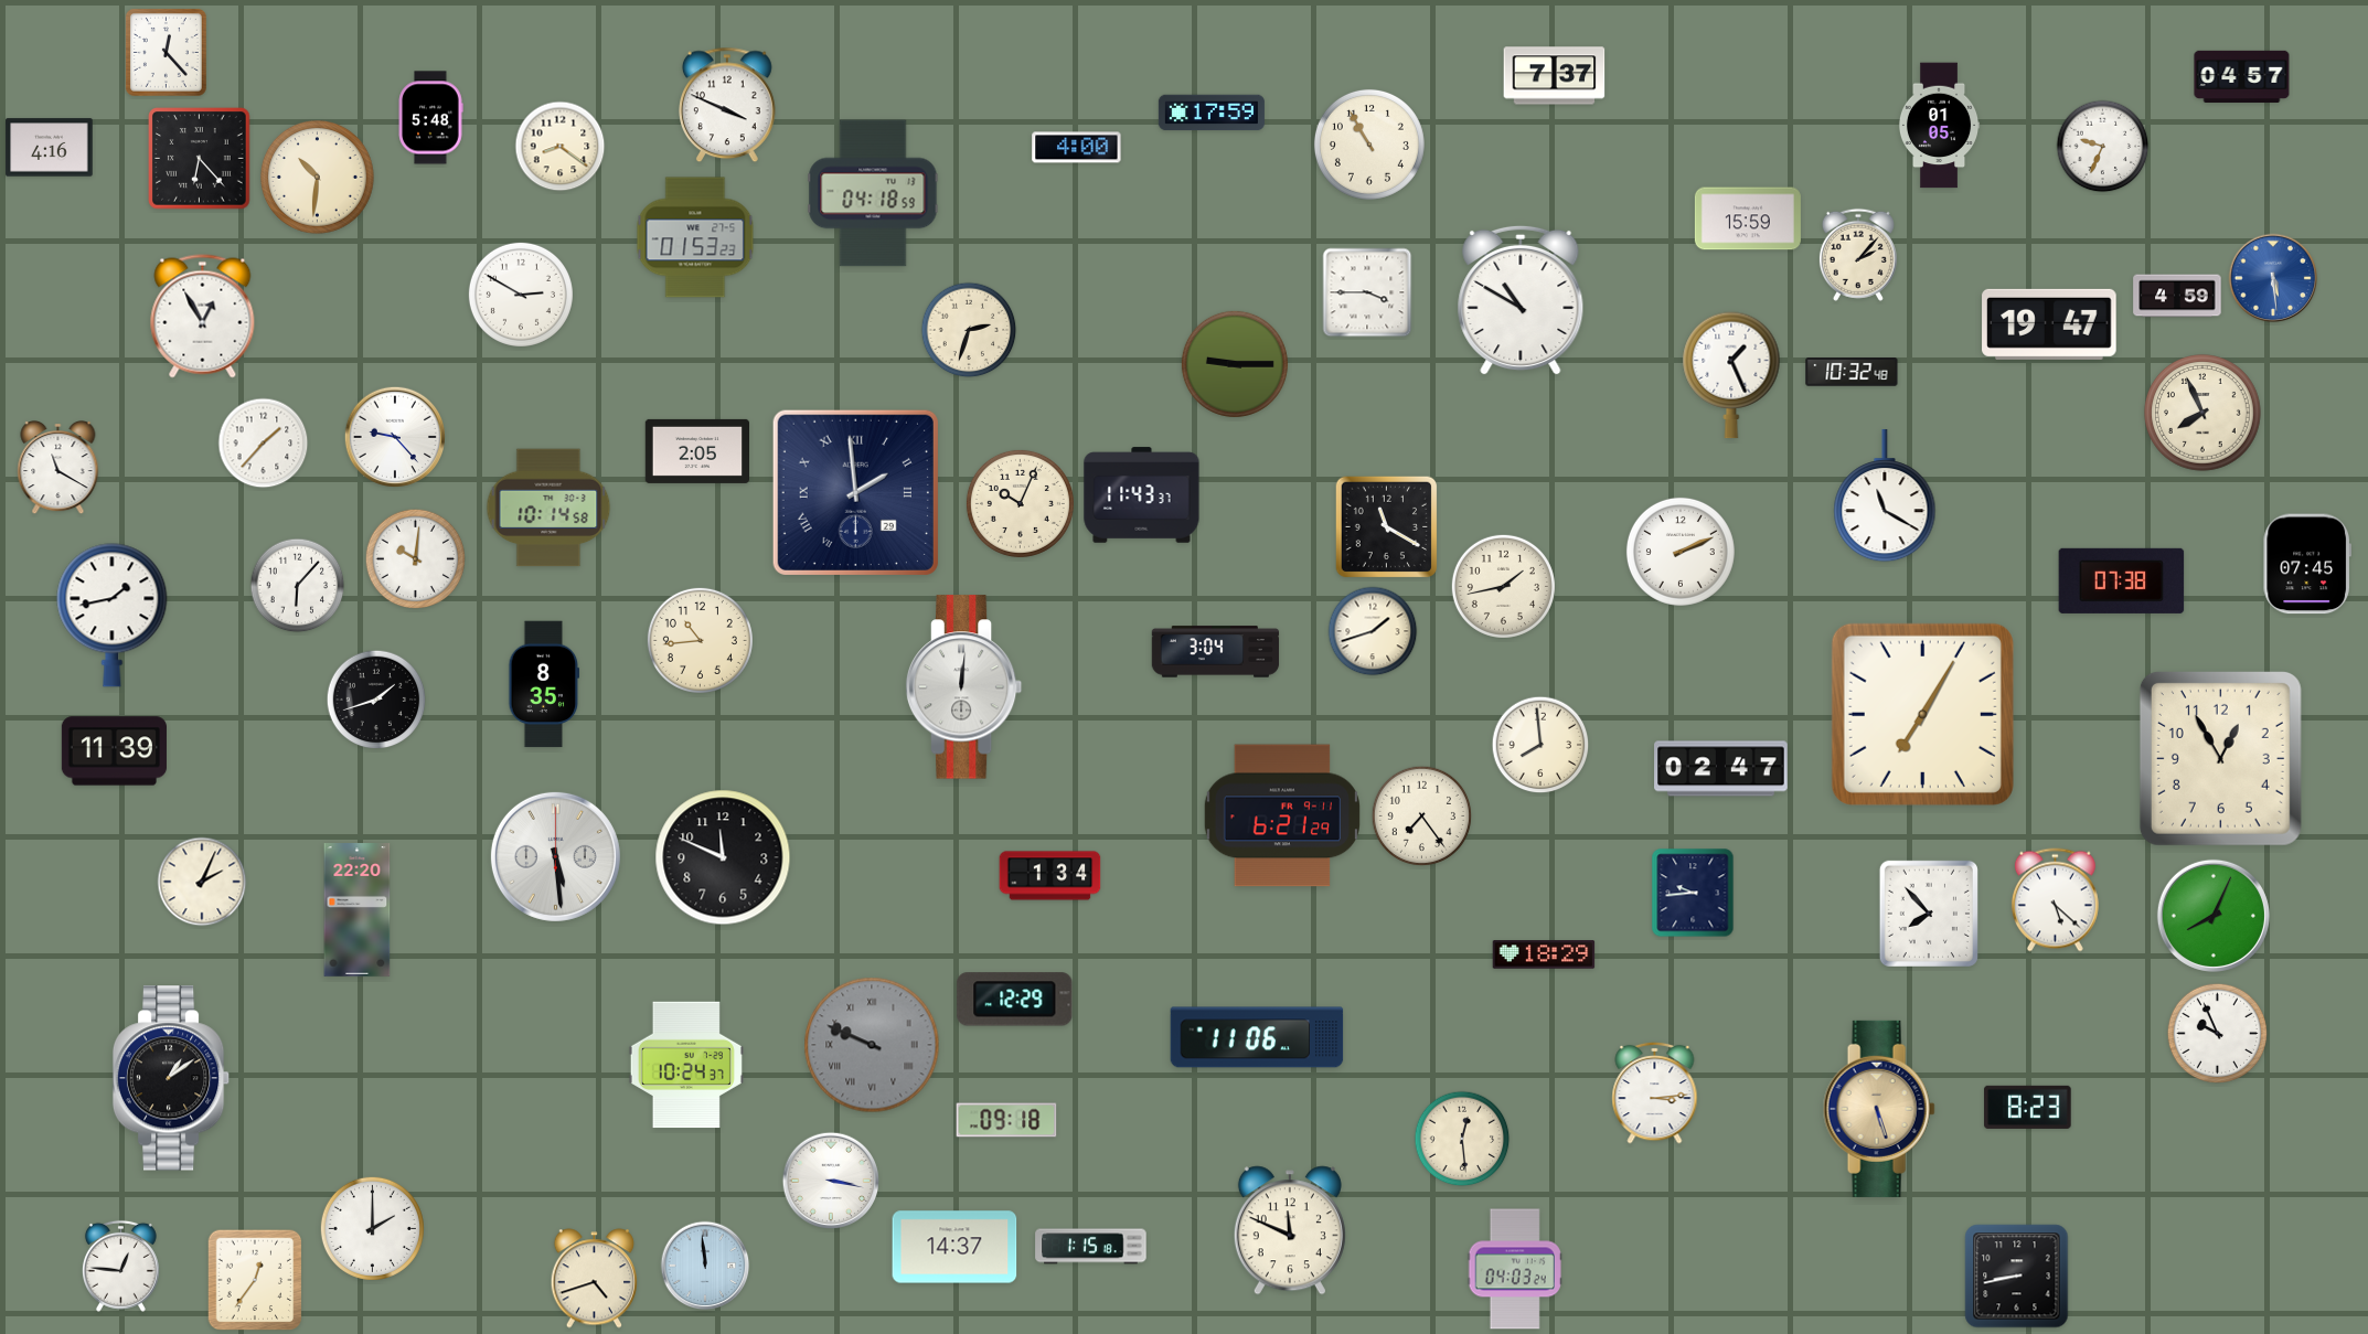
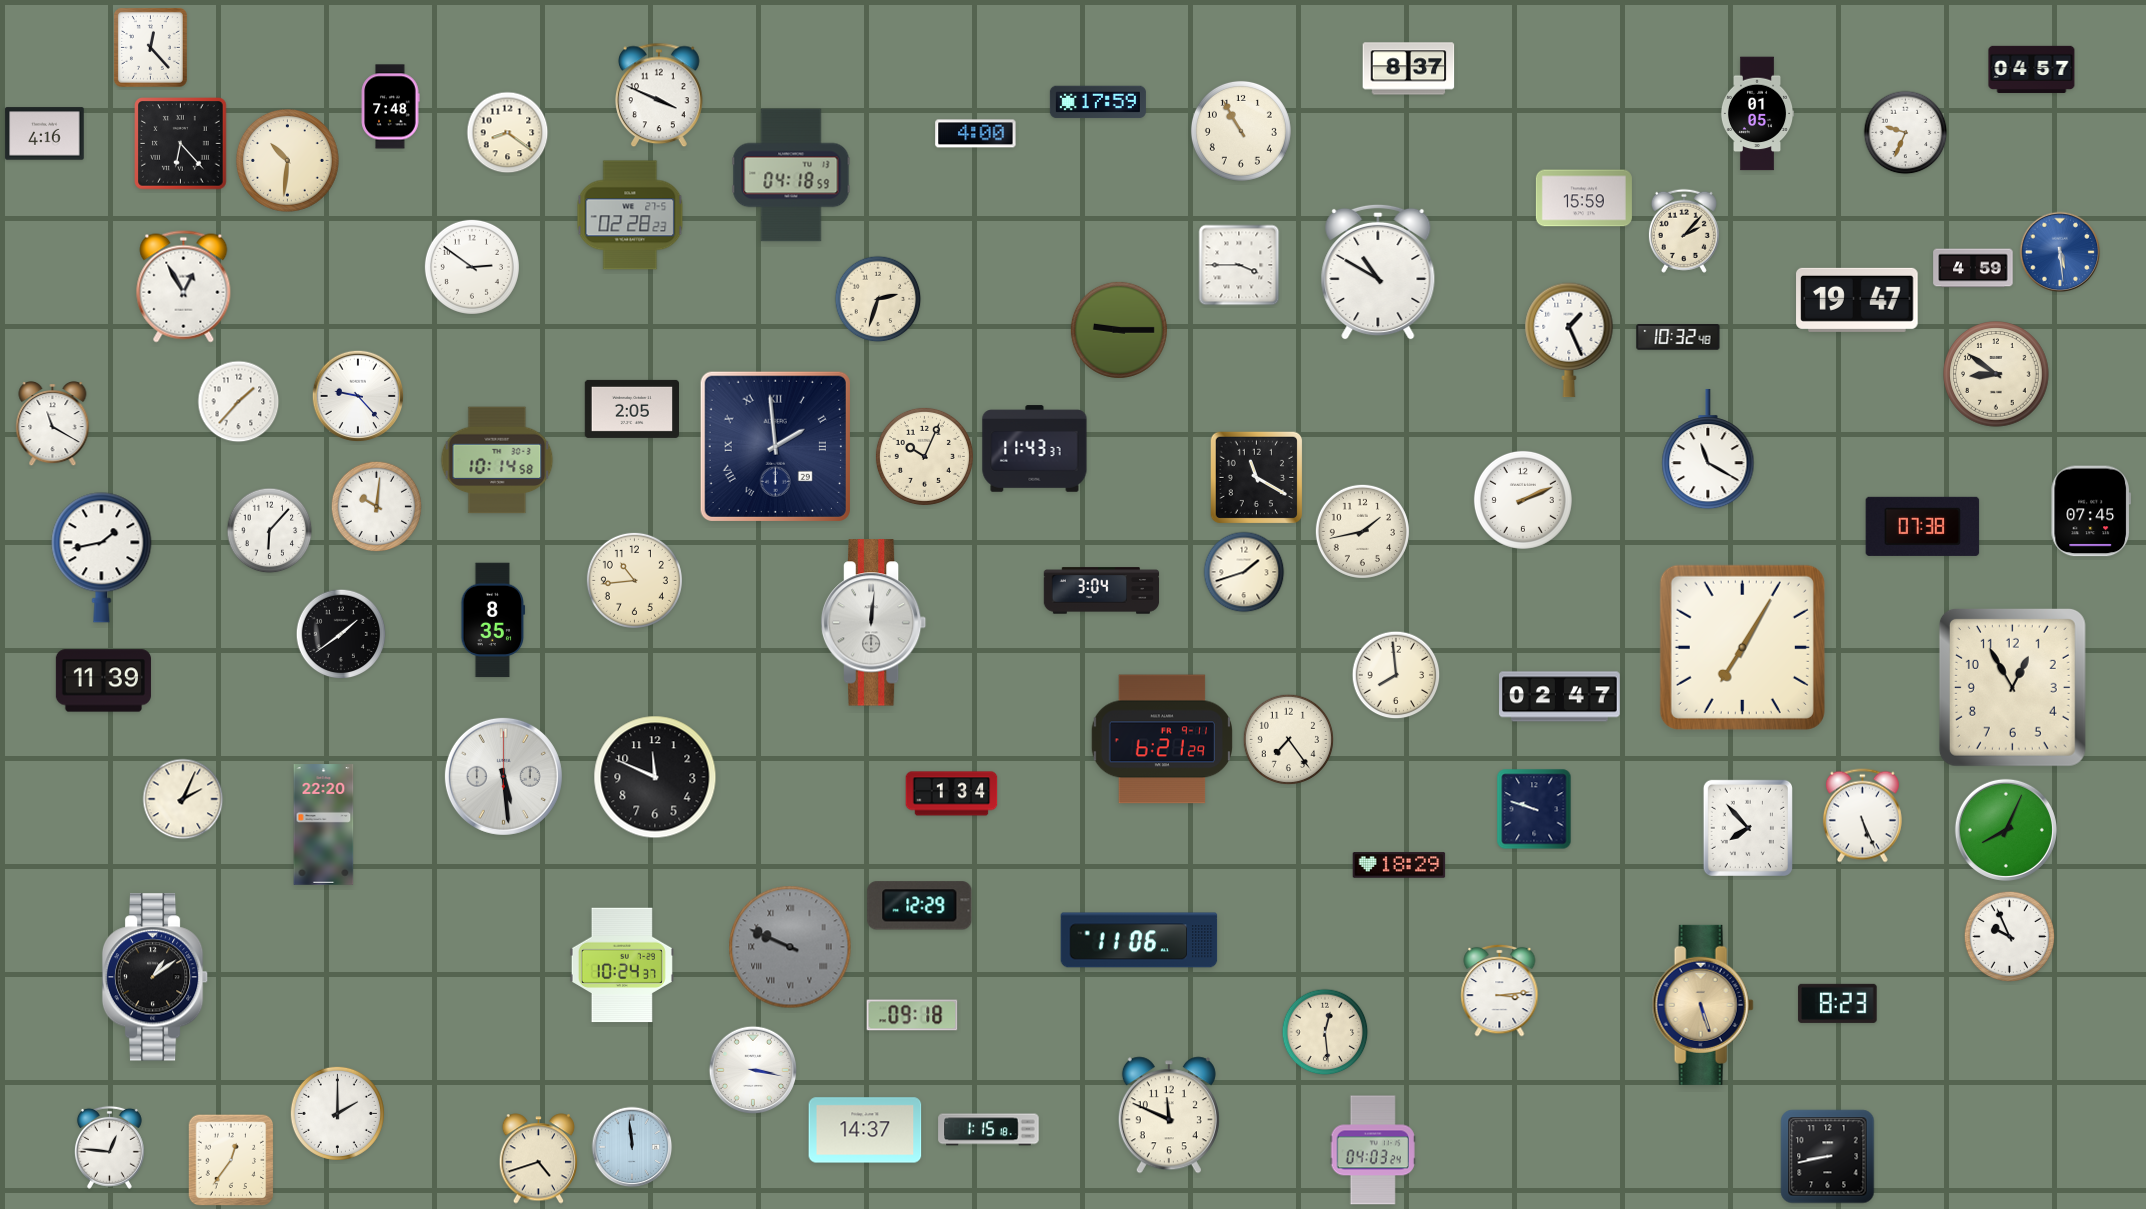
clock at (1555, 76): 7:37 -> 8:37
clock at (430, 118): 5:48 -> 7:48
clock at (695, 237): 01:53 -> 02:28
clock at (521, 295): 2:50 -> 2:51
clock at (2049, 324) position: (2049, 324) -> (1857, 300)
clock at (2202, 413): 7:56 -> 8:51
clock at (376, 700): 1:42 -> 1:39
clock at (1693, 893): 9:44 -> 9:48
clock at (2055, 900): 5:22 -> 5:26
clock at (705, 1266) position: (705, 1266) -> (632, 1147)
